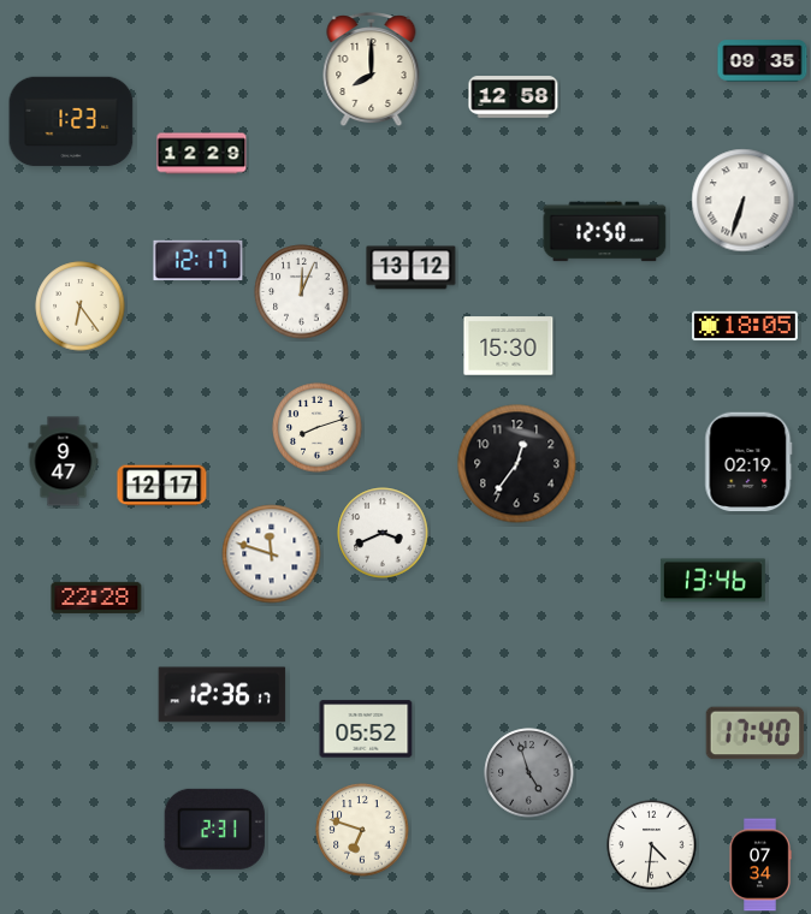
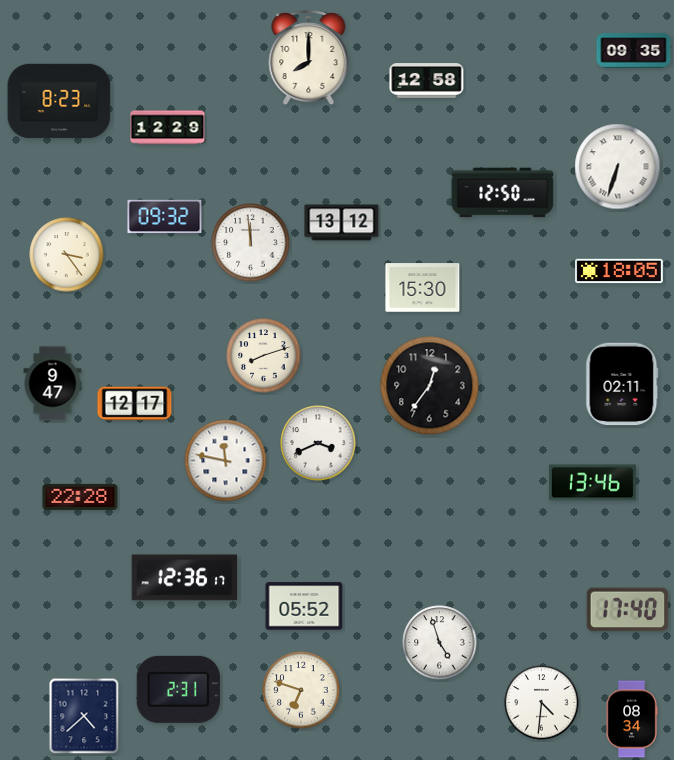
clock at (71, 121): 1:23 -> 8:23
clock at (199, 261): 12:17 -> 09:32
clock at (302, 292): 12:04 -> 11:59
clock at (81, 307): 6:24 -> 3:24
clock at (748, 462): 02:19 -> 02:11
clock at (272, 554): 11:48 -> 11:47
clock at (529, 773) dial: grey -> white
clock at (84, 716): none -> 4:38
clock at (760, 865): 07:34 -> 08:34
